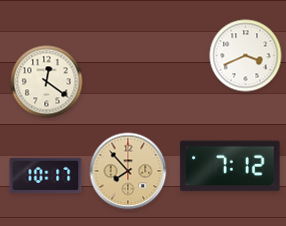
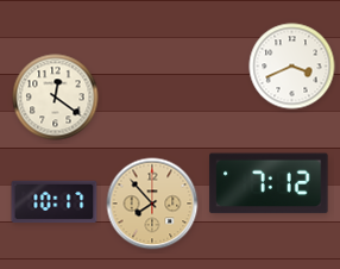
clock at (230, 166) position: (230, 166) -> (269, 183)
clock at (46, 176) position: (46, 176) -> (55, 202)
